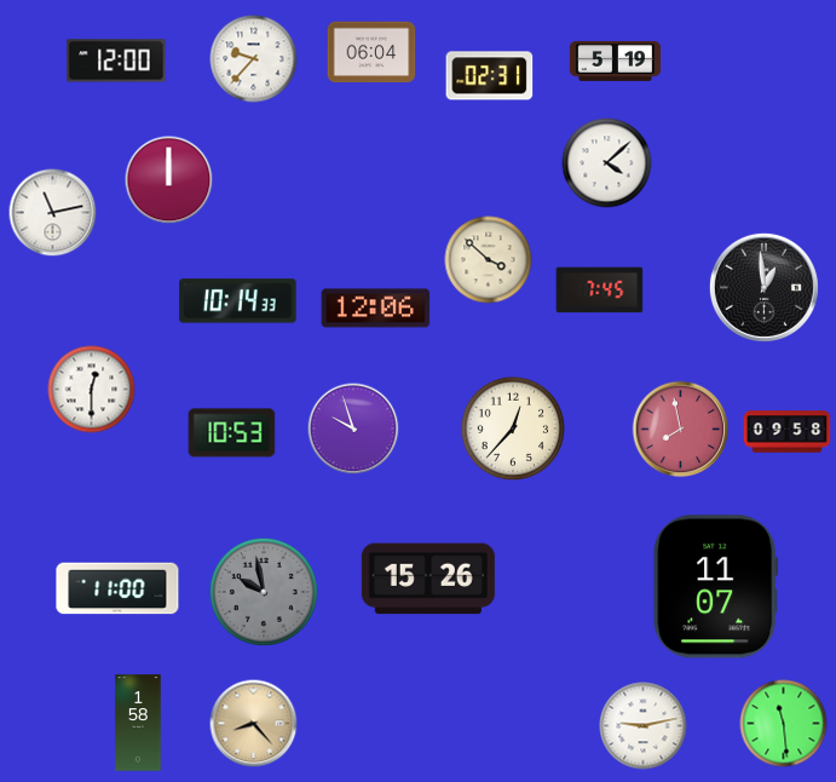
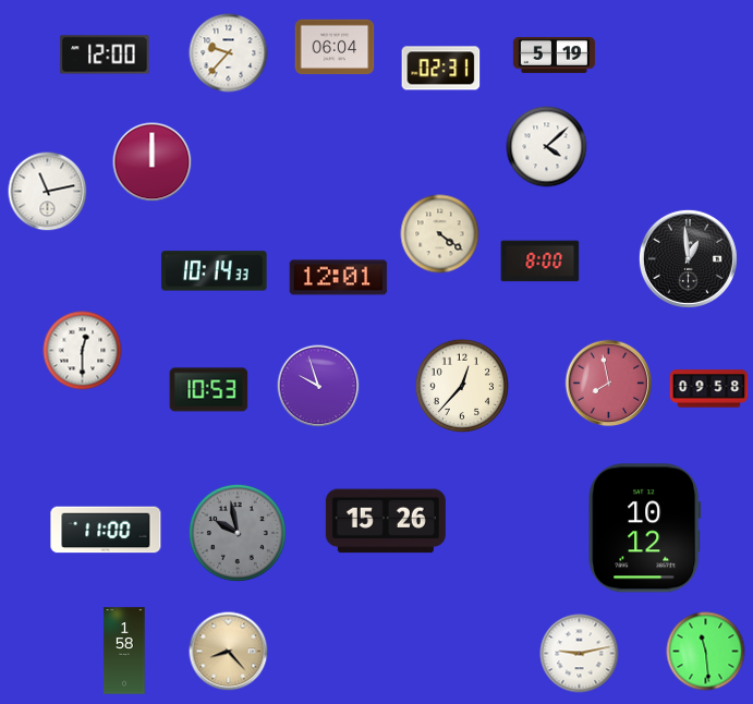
clock at (489, 260): 3:52 -> 4:21
clock at (600, 291): 7:45 -> 8:00
clock at (376, 309): 12:06 -> 12:01
clock at (681, 430) position: (681, 430) -> (609, 384)
clock at (716, 587): 11:07 -> 10:12
